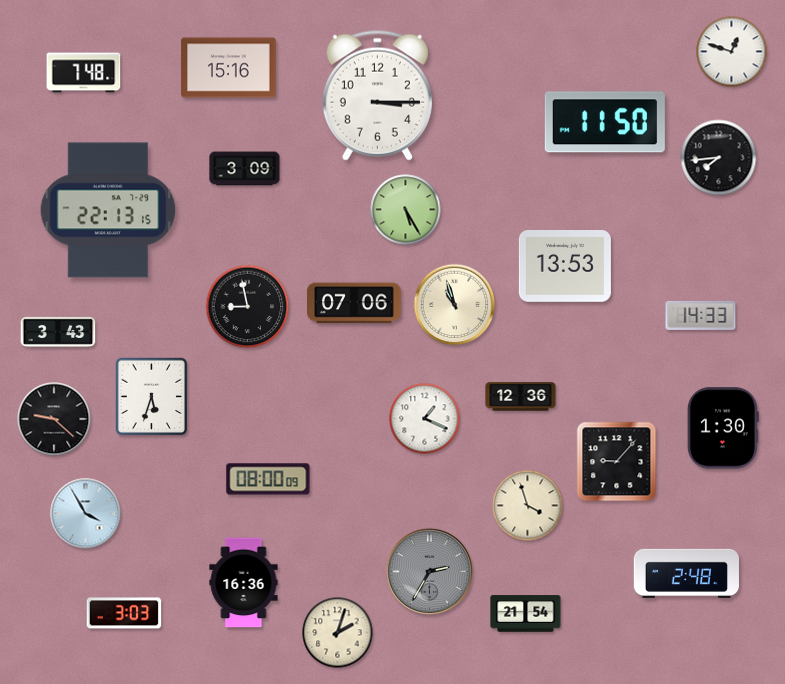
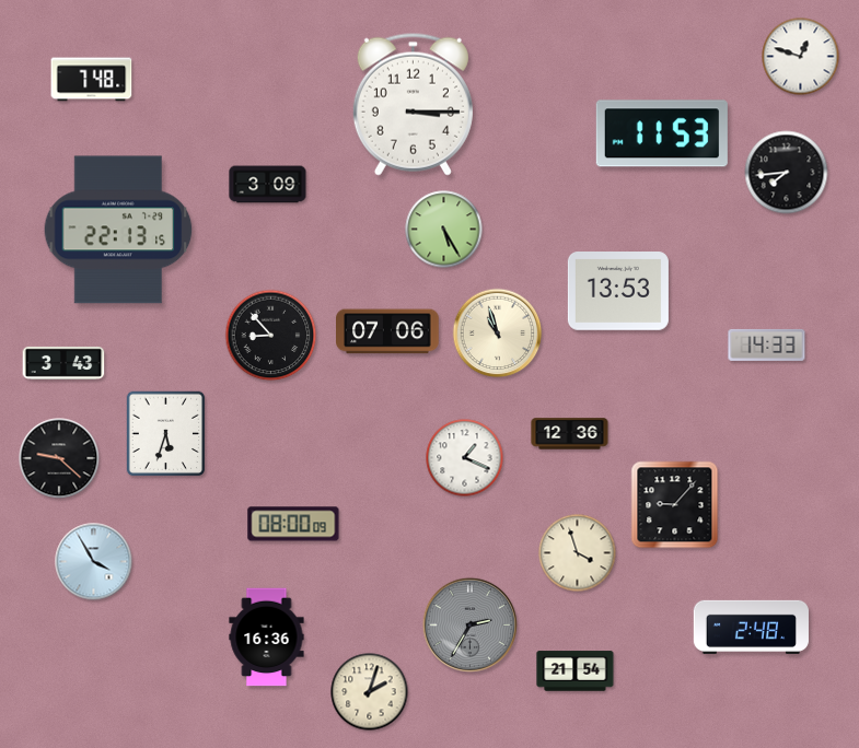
clock at (229, 68): 15:16 -> none
clock at (605, 122): 11:50 -> 11:53
clock at (248, 307): 8:58 -> 8:53
clock at (723, 428): 1:30 -> none
clock at (124, 613): 3:03 -> none
